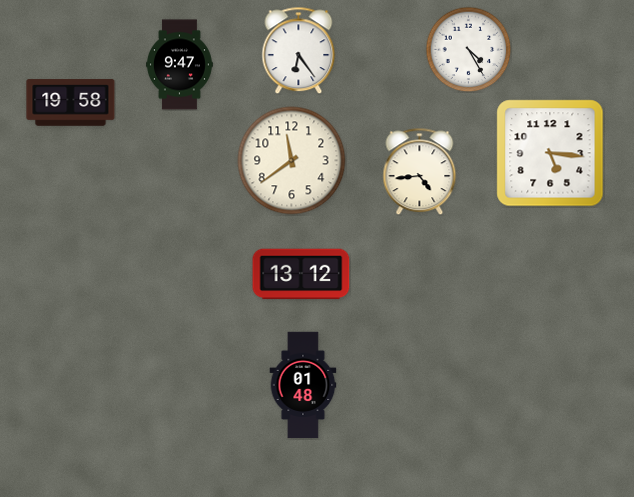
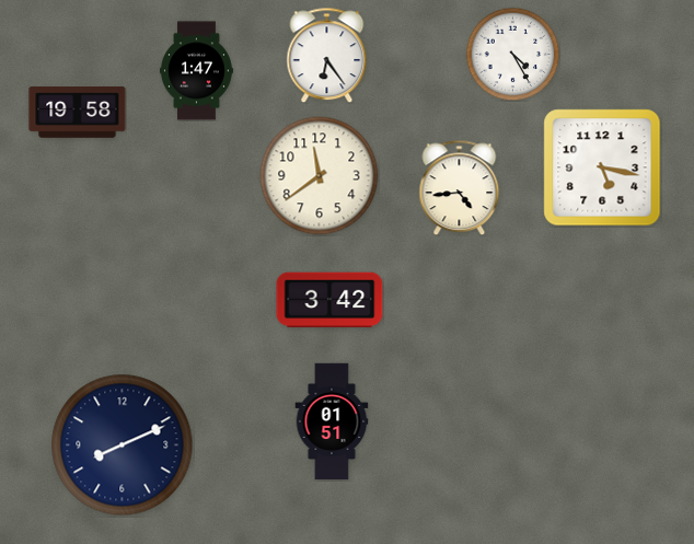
clock at (179, 65): 9:47 -> 1:47
clock at (550, 153): 5:16 -> 5:17
clock at (301, 274): 13:12 -> 3:42
clock at (303, 385): 01:48 -> 01:51
clock at (123, 445): none -> 8:11
